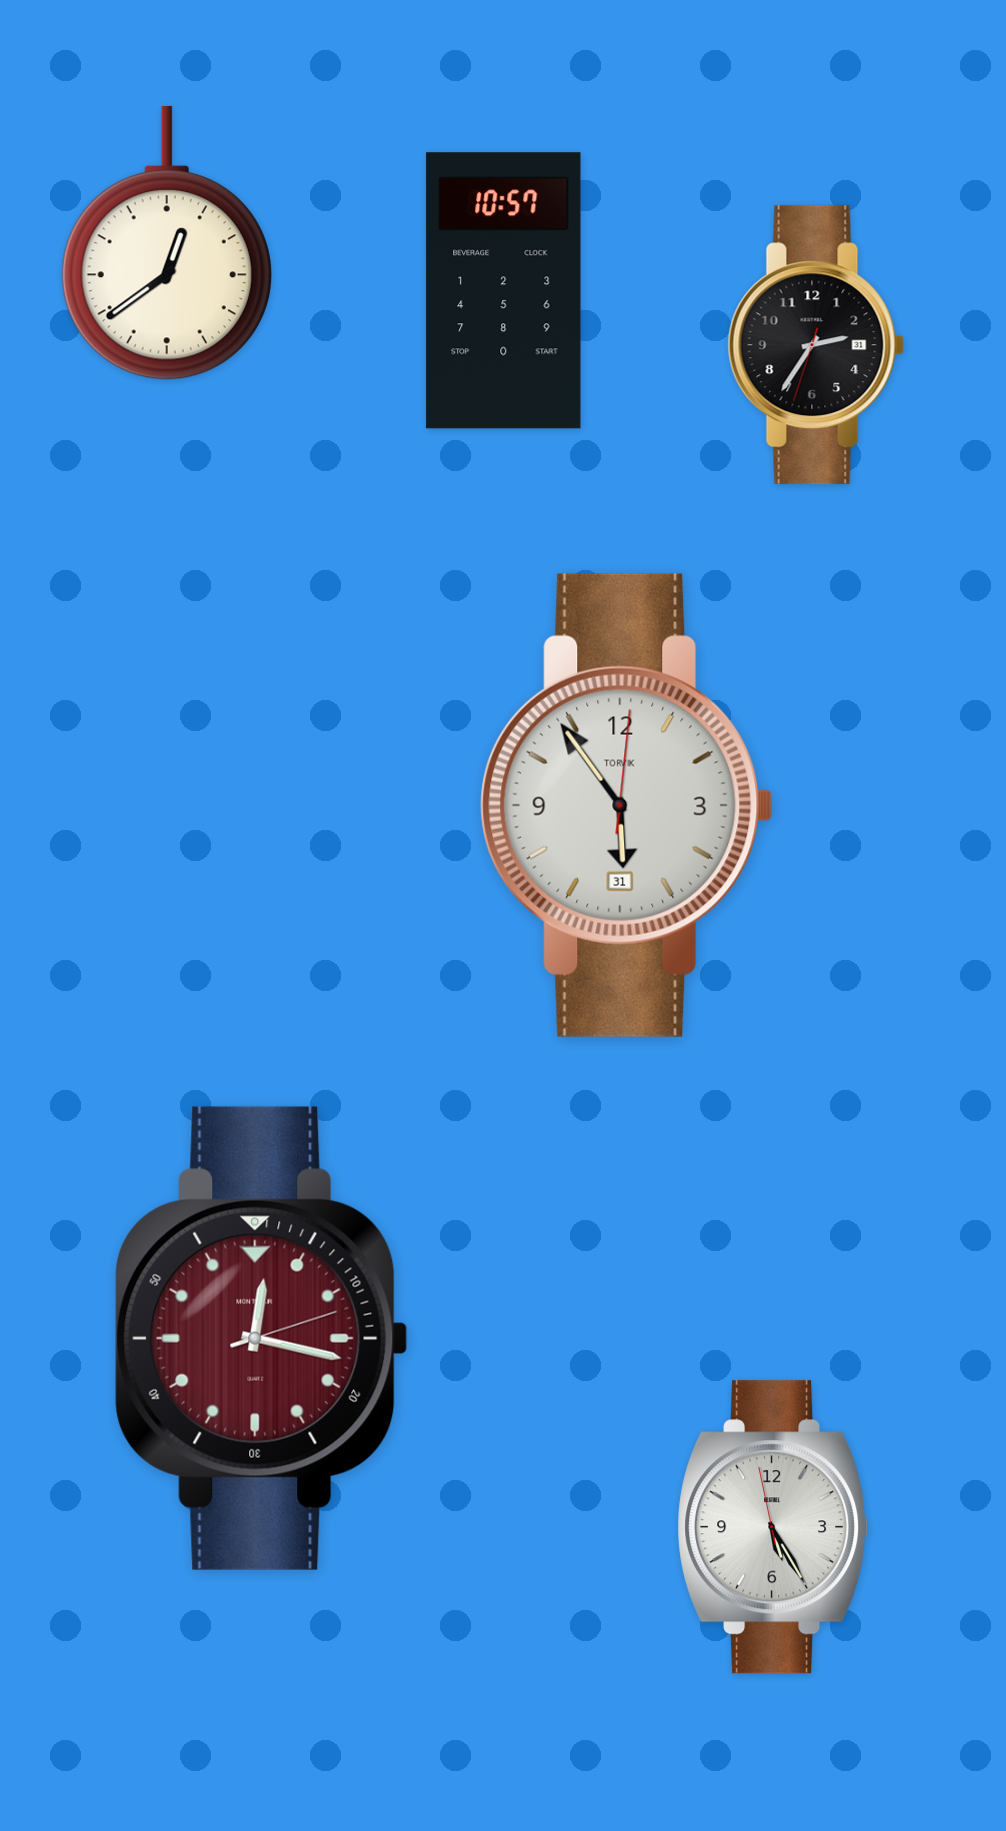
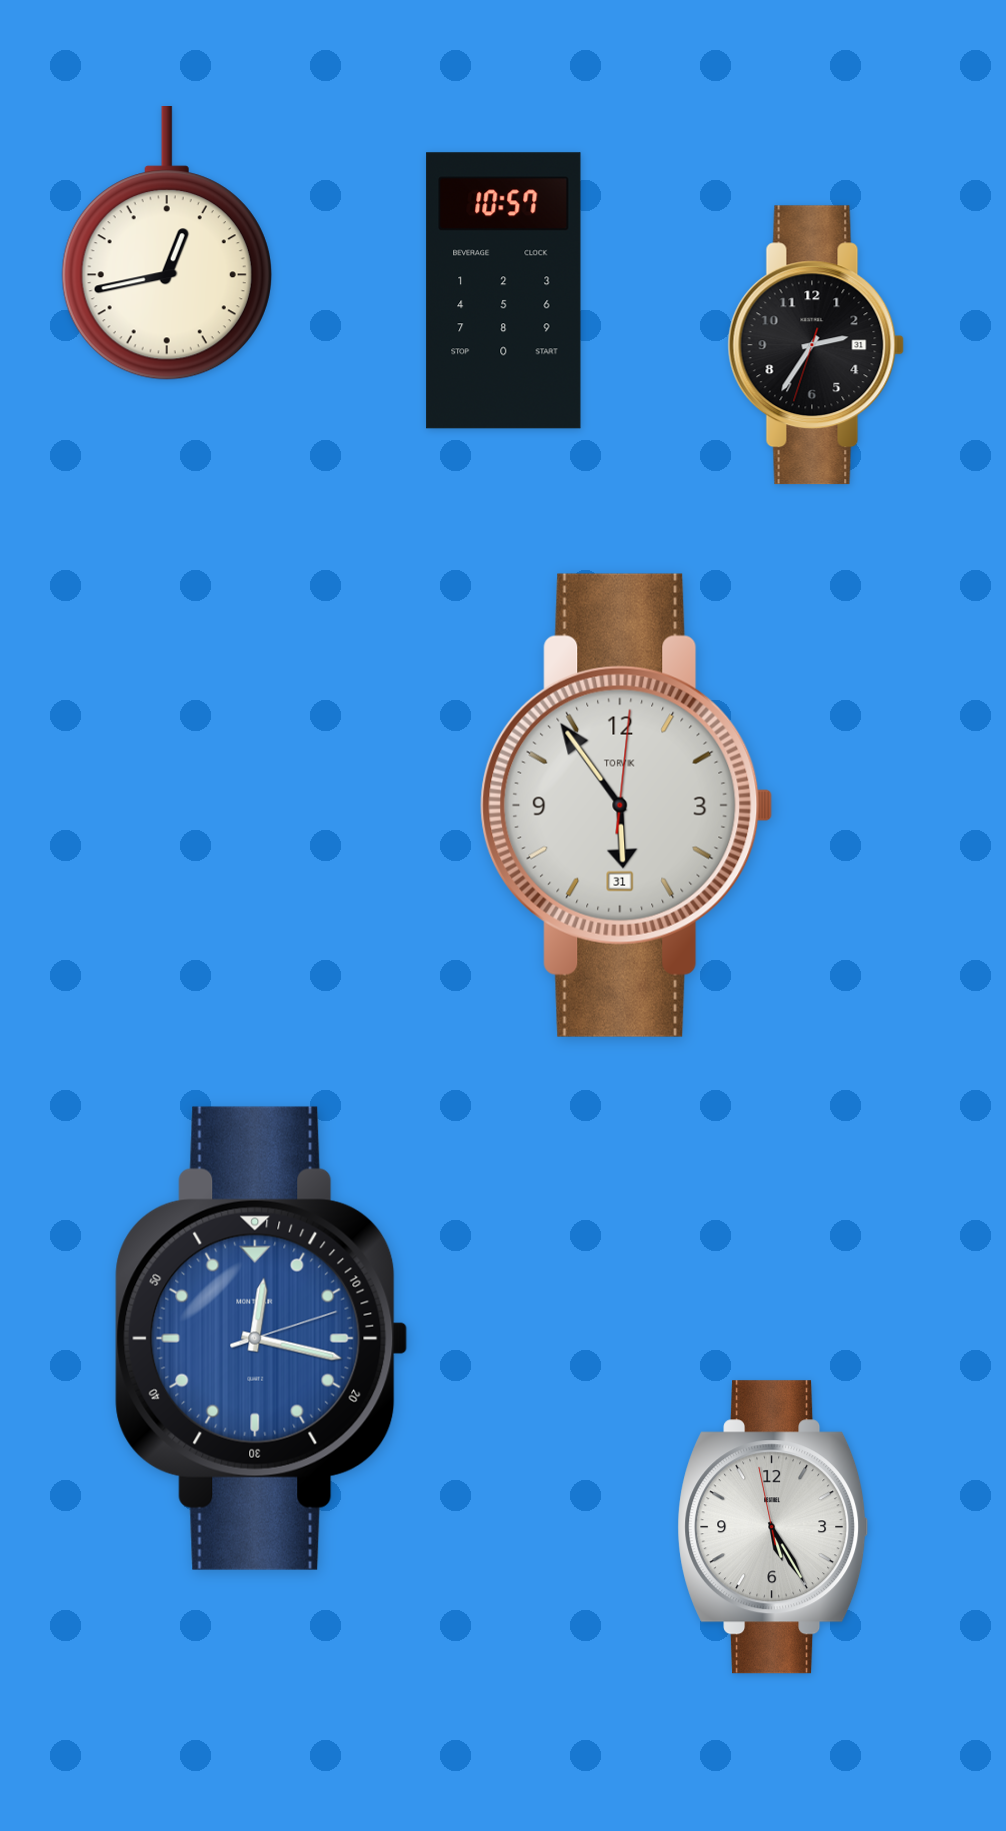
clock at (167, 244): 12:39 -> 12:43
clock at (262, 1338) dial: burgundy -> blue
